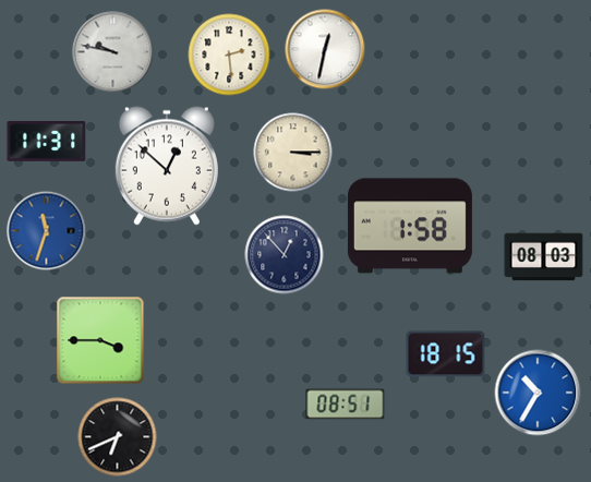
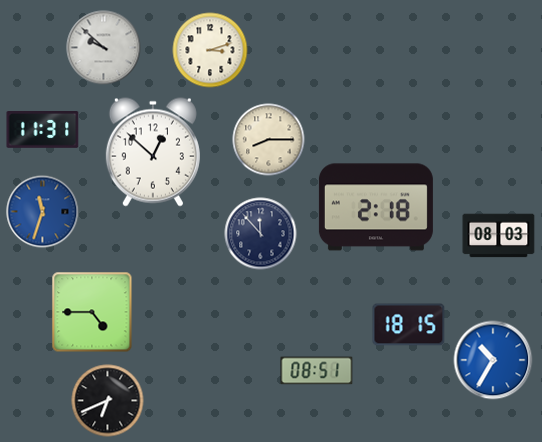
clock at (325, 49): 12:32 -> none
clock at (113, 52): 9:47 -> 9:52
clock at (229, 55): 2:29 -> 3:12
clock at (293, 153): 3:15 -> 8:15
clock at (410, 226): 1:58 -> 2:18
clock at (285, 255): 12:53 -> 11:53
clock at (100, 340): 3:45 -> 4:45
